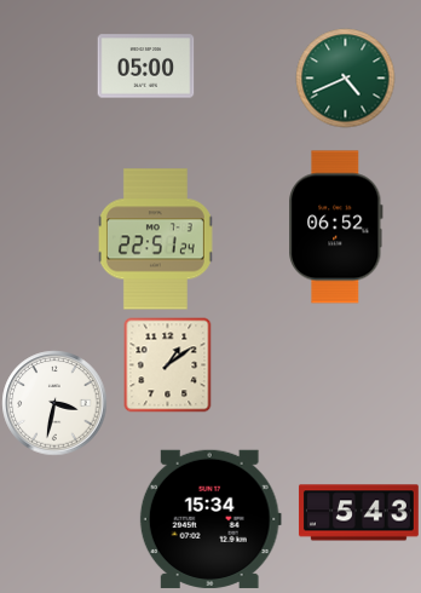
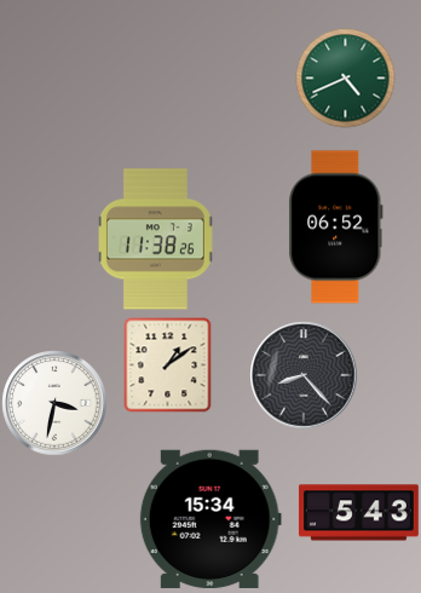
clock at (145, 67): 05:00 -> none
clock at (155, 240): 22:51 -> 11:38
clock at (304, 375): none -> 8:23
